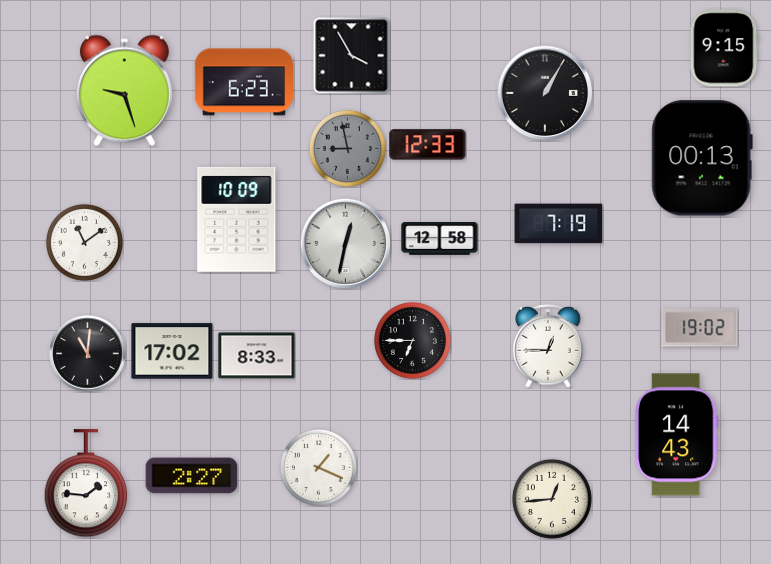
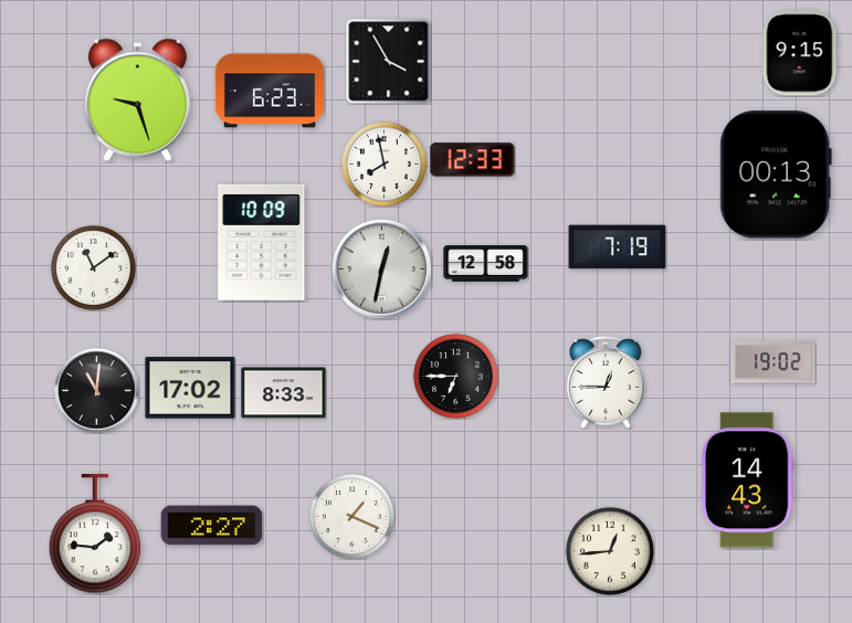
clock at (545, 93): 1:05 -> none
clock at (347, 148): 8:58 -> 7:58
clock at (347, 148) dial: grey -> white
